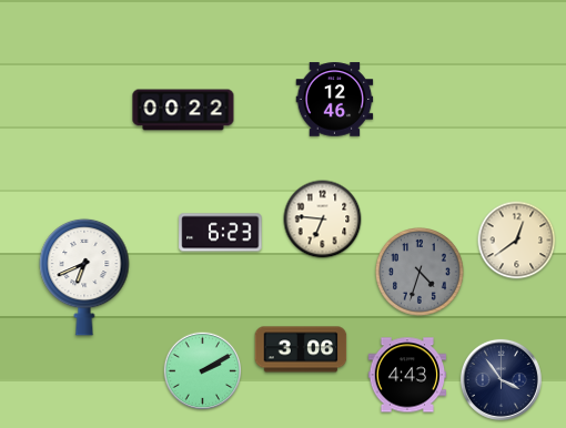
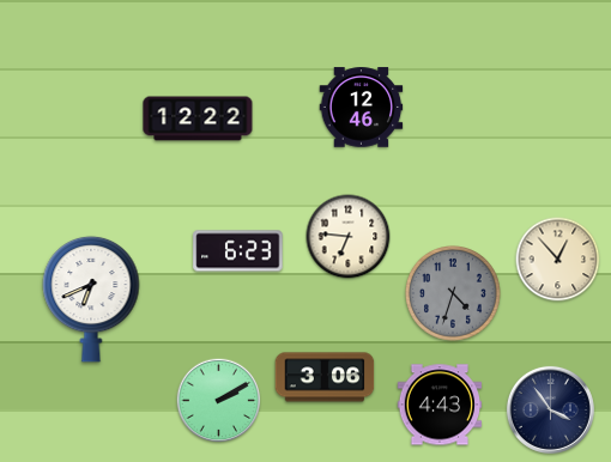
clock at (183, 110): 00:22 -> 12:22
clock at (517, 241): 12:39 -> 12:53
clock at (501, 379) position: (501, 379) -> (550, 409)
